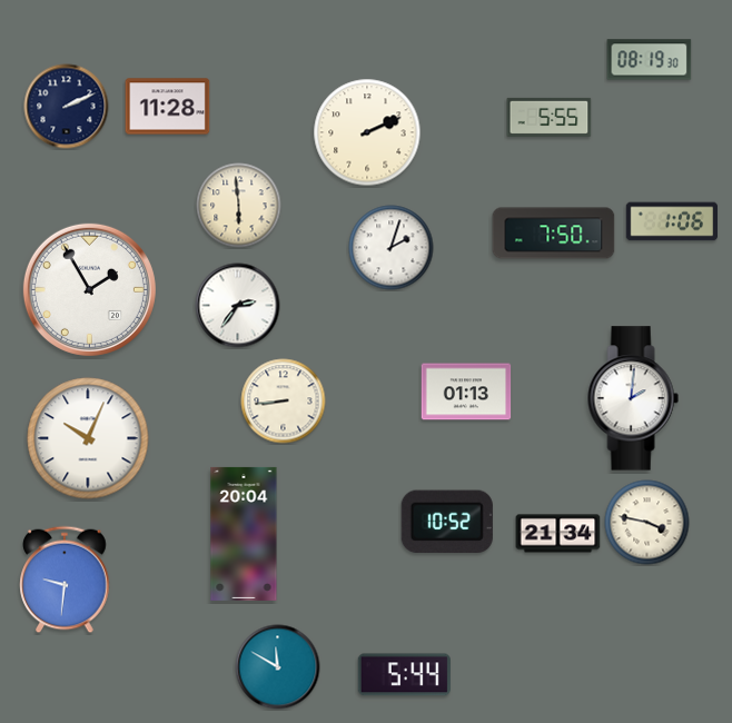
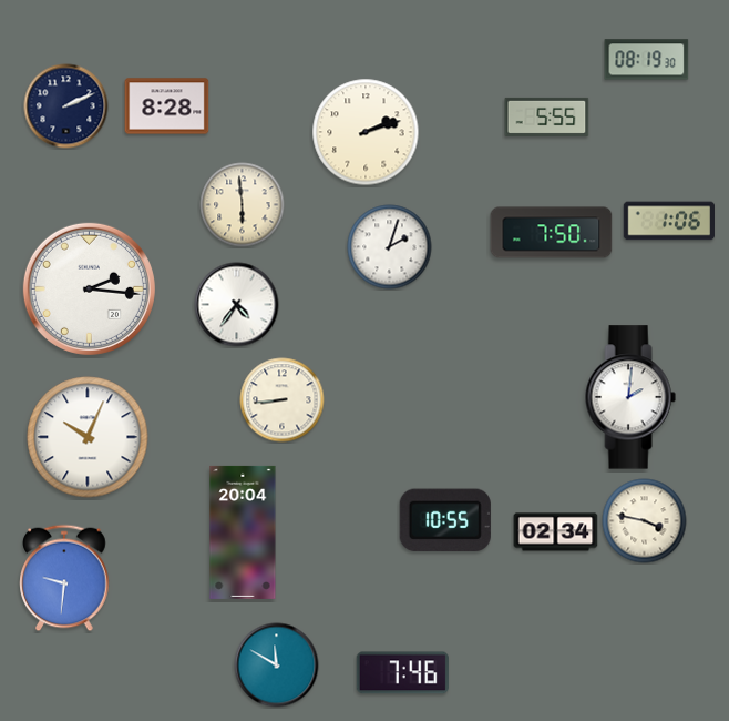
clock at (168, 107): 11:28 -> 8:28
clock at (367, 132): 2:11 -> 2:12
clock at (239, 206) position: (239, 206) -> (243, 205)
clock at (89, 289): 1:55 -> 2:16
clock at (238, 306): 2:36 -> 4:36
clock at (466, 392): 01:13 -> none
clock at (447, 522): 10:52 -> 10:55
clock at (558, 534): 21:34 -> 02:34
clock at (404, 675): 5:44 -> 7:46
